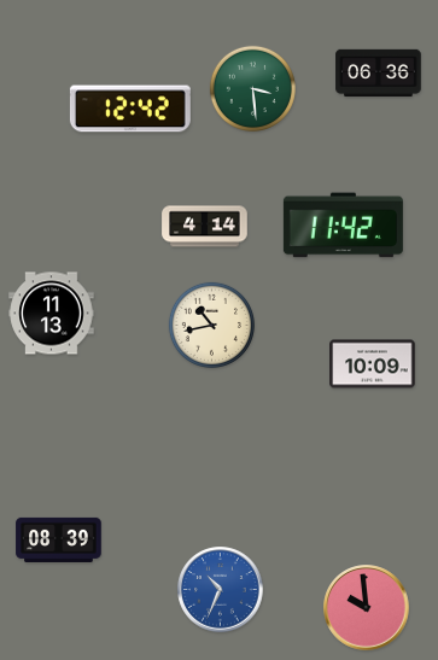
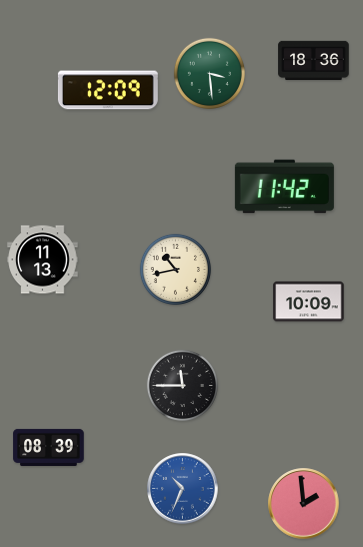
clock at (379, 72): 06:36 -> 18:36
clock at (130, 109): 12:42 -> 12:09
clock at (205, 227): 4:14 -> none
clock at (182, 385): none -> 11:45
clock at (367, 608): 9:59 -> 1:59
